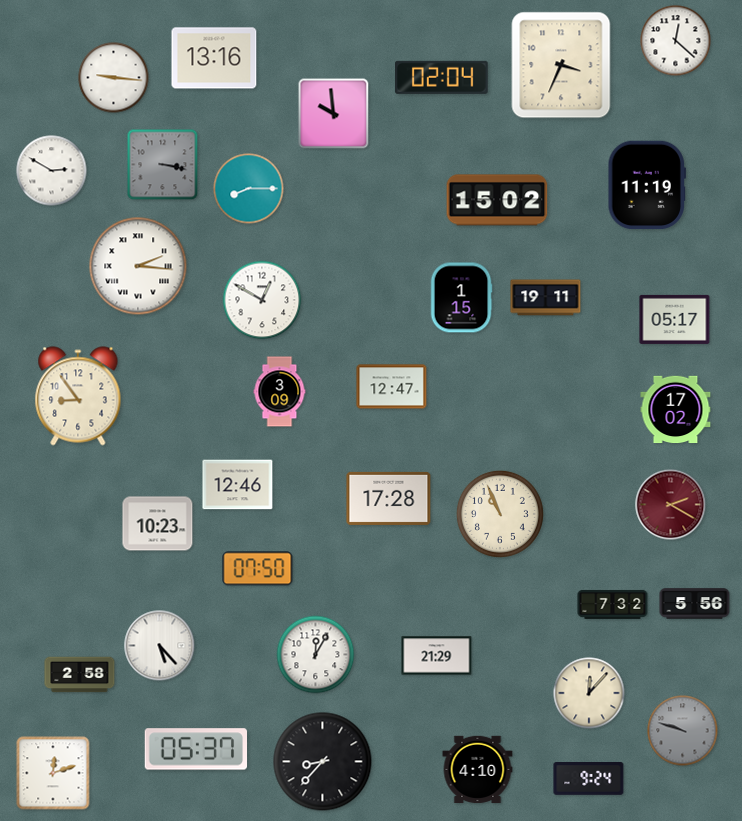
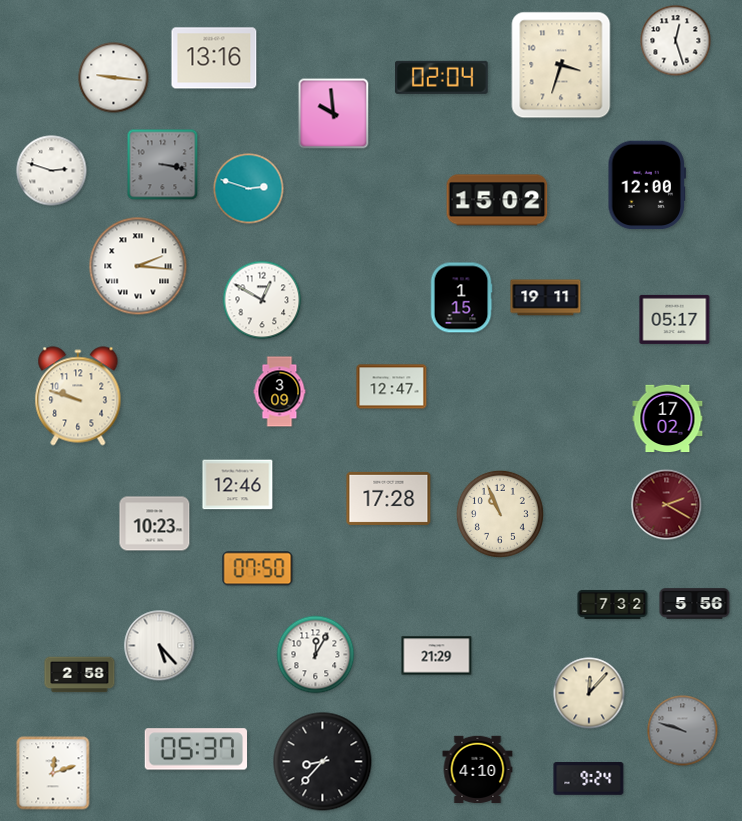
clock at (676, 41): 12:22 -> 12:27
clock at (561, 65): 3:34 -> 3:33
clock at (52, 171): 2:50 -> 2:48
clock at (647, 185): 11:19 -> 12:00
clock at (249, 189): 8:15 -> 2:48
clock at (78, 396): 8:54 -> 9:48
clock at (676, 410) position: (676, 410) -> (668, 419)
clock at (671, 505) position: (671, 505) -> (667, 505)
clock at (158, 524) position: (158, 524) -> (155, 524)
